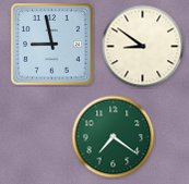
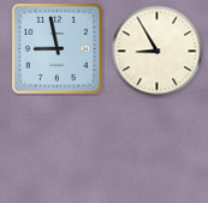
clock at (143, 47): 8:51 -> 8:55
clock at (114, 137): 7:21 -> none
